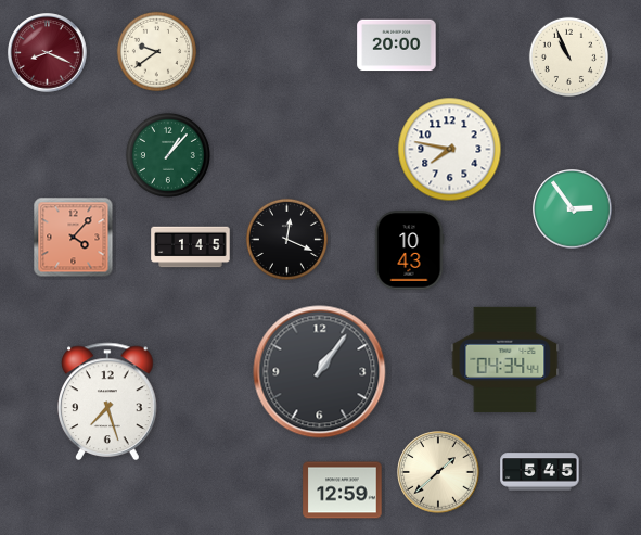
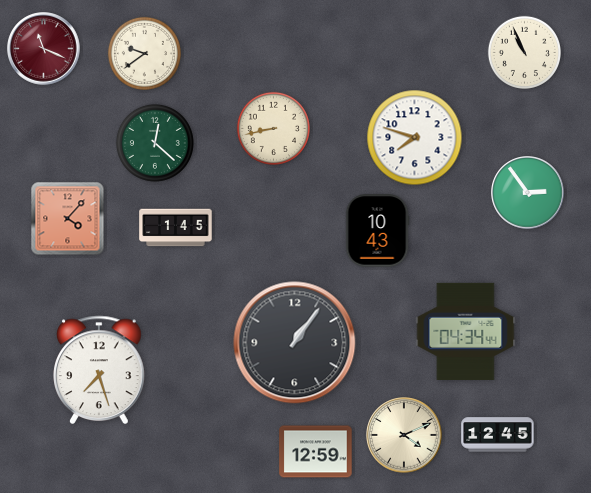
clock at (397, 46): 20:00 -> none
clock at (156, 51) position: (156, 51) -> (144, 53)
clock at (48, 53): 8:19 -> 11:19
clock at (273, 128): none -> 8:43
clock at (450, 150): 7:47 -> 7:48
clock at (168, 155): 1:07 -> 12:22
clock at (286, 239): 12:19 -> none
clock at (438, 472): 1:38 -> 4:11
clock at (540, 472): 5:45 -> 12:45
